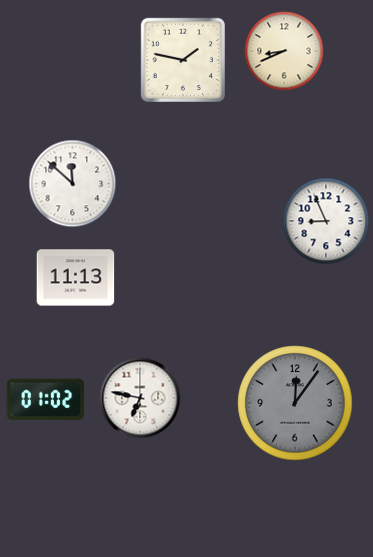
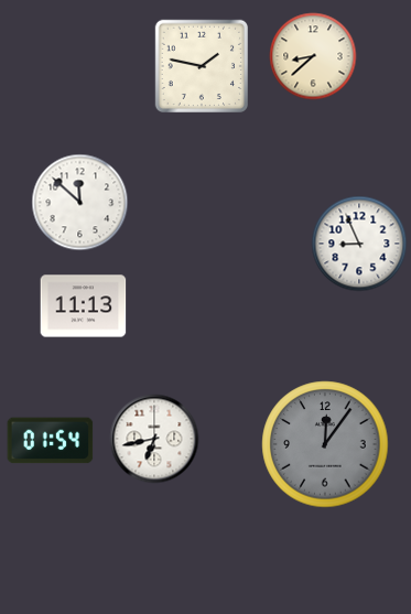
clock at (284, 51): 8:41 -> 8:38
clock at (140, 398): 6:47 -> 6:43
clock at (46, 400): 01:02 -> 01:54
